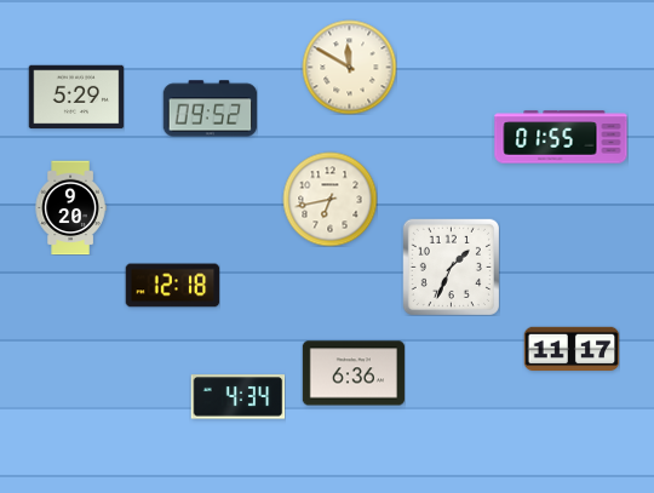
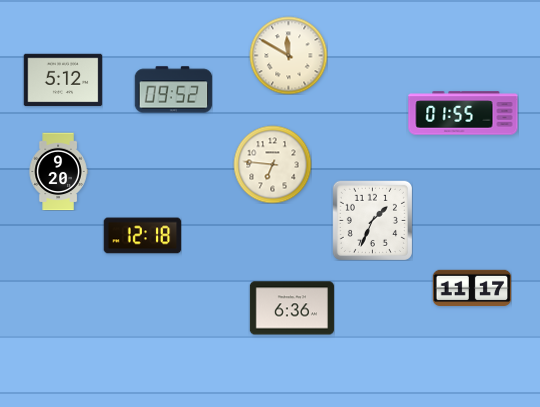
clock at (76, 97): 5:29 -> 5:12
clock at (329, 199): 6:43 -> 6:46
clock at (237, 397): 4:34 -> none
